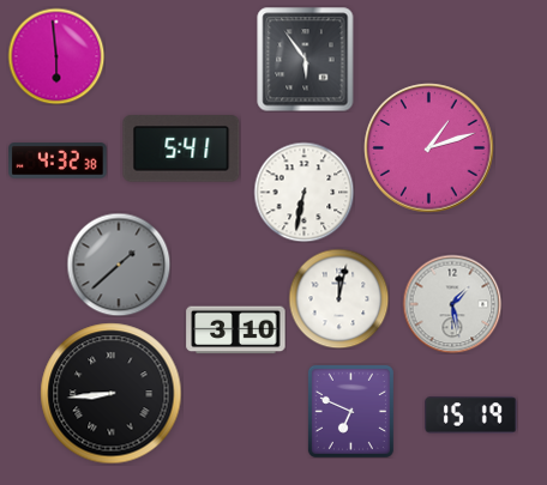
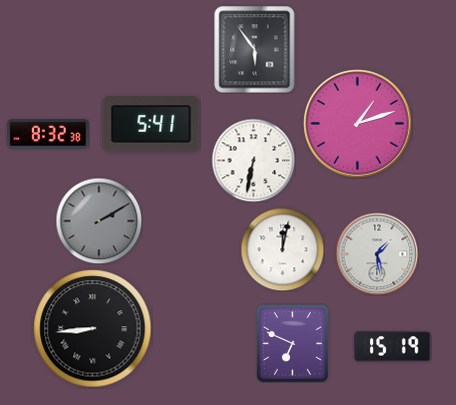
clock at (56, 56): 5:59 -> none
clock at (58, 160): 4:32 -> 8:32
clock at (119, 265): 1:38 -> 2:10
clock at (236, 331): 3:10 -> none
